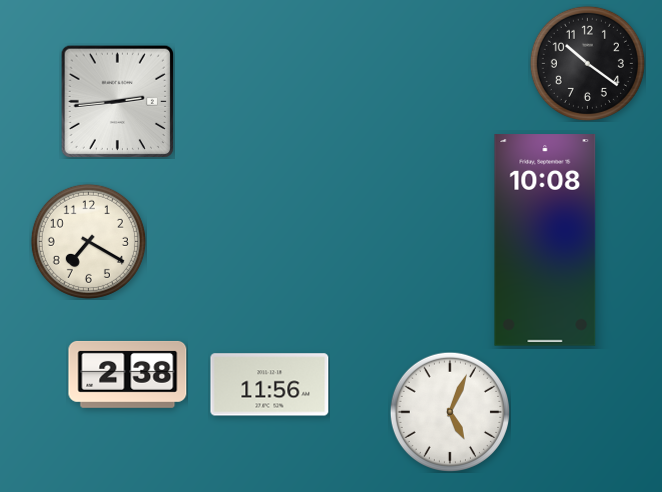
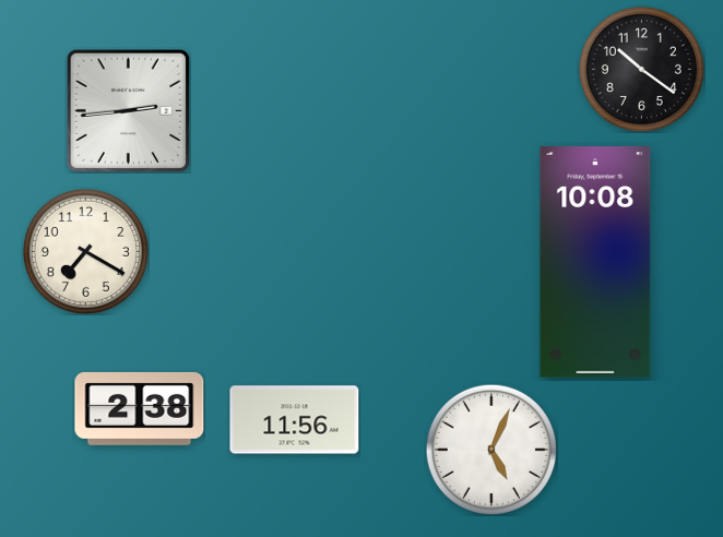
clock at (88, 241) position: (88, 241) -> (85, 251)
